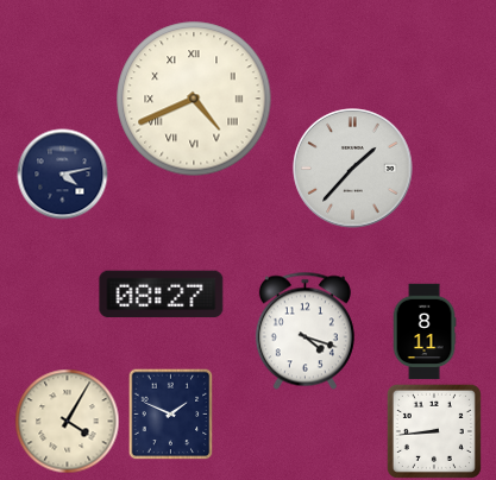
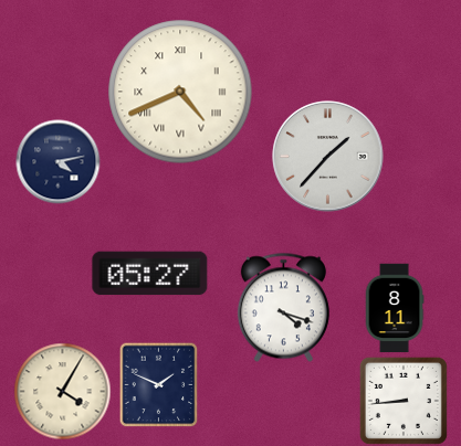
clock at (162, 295): 08:27 -> 05:27
